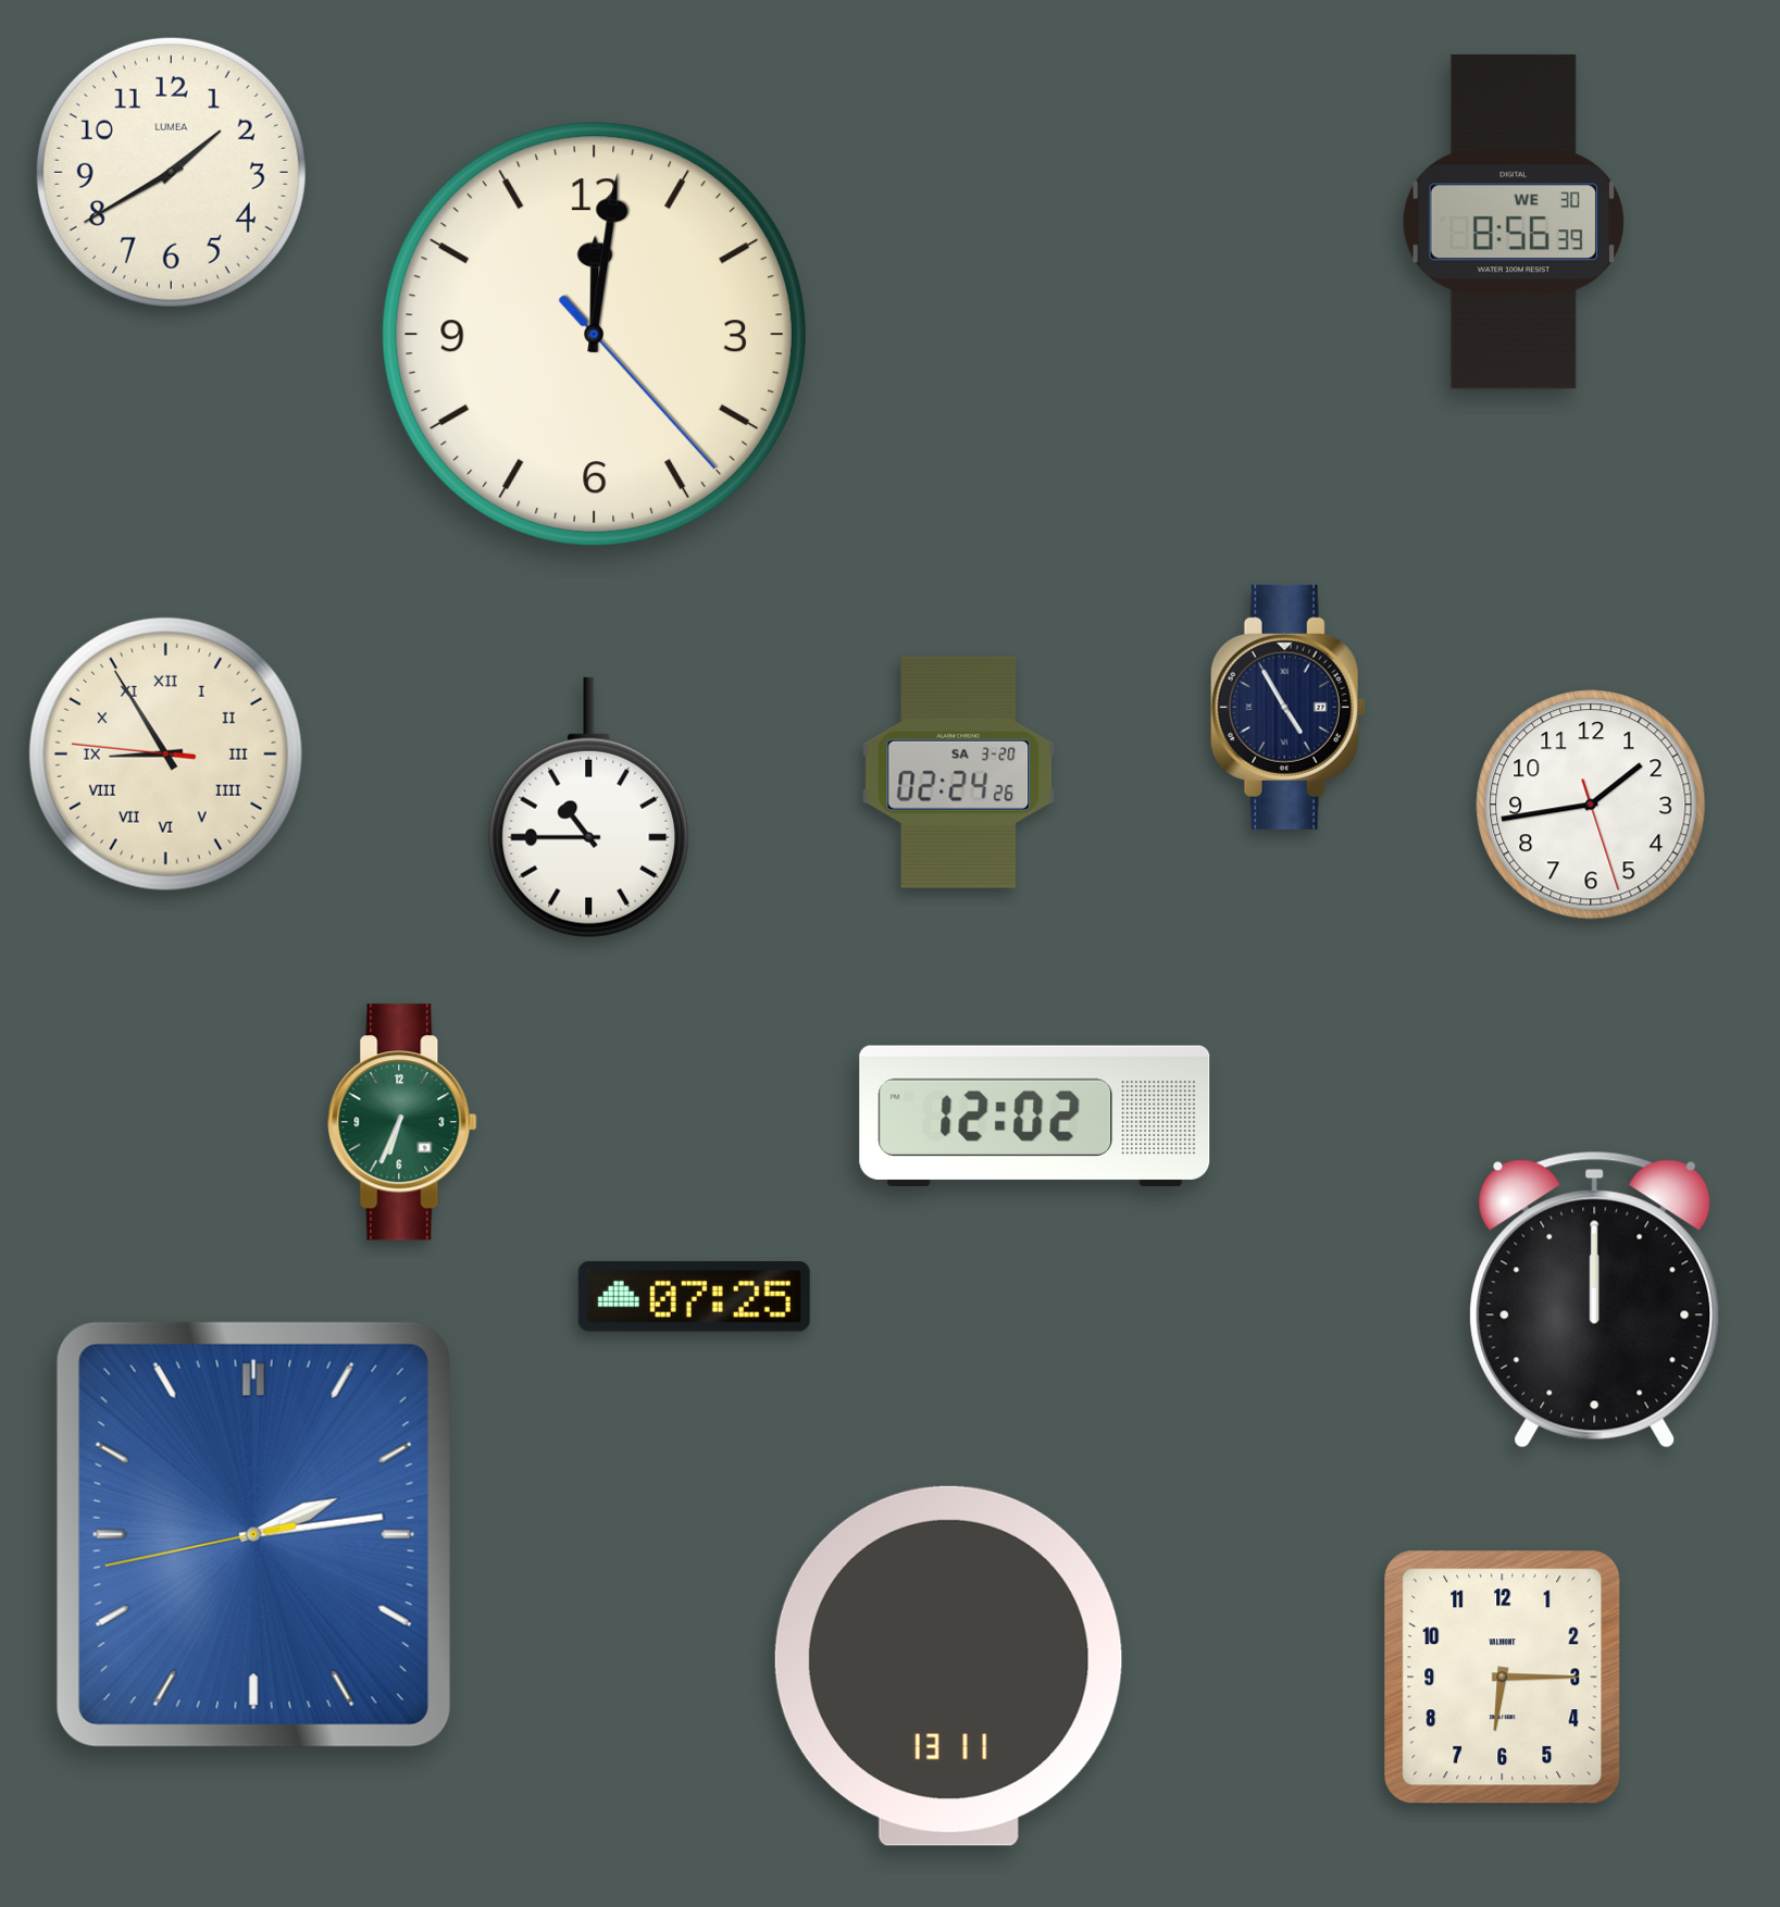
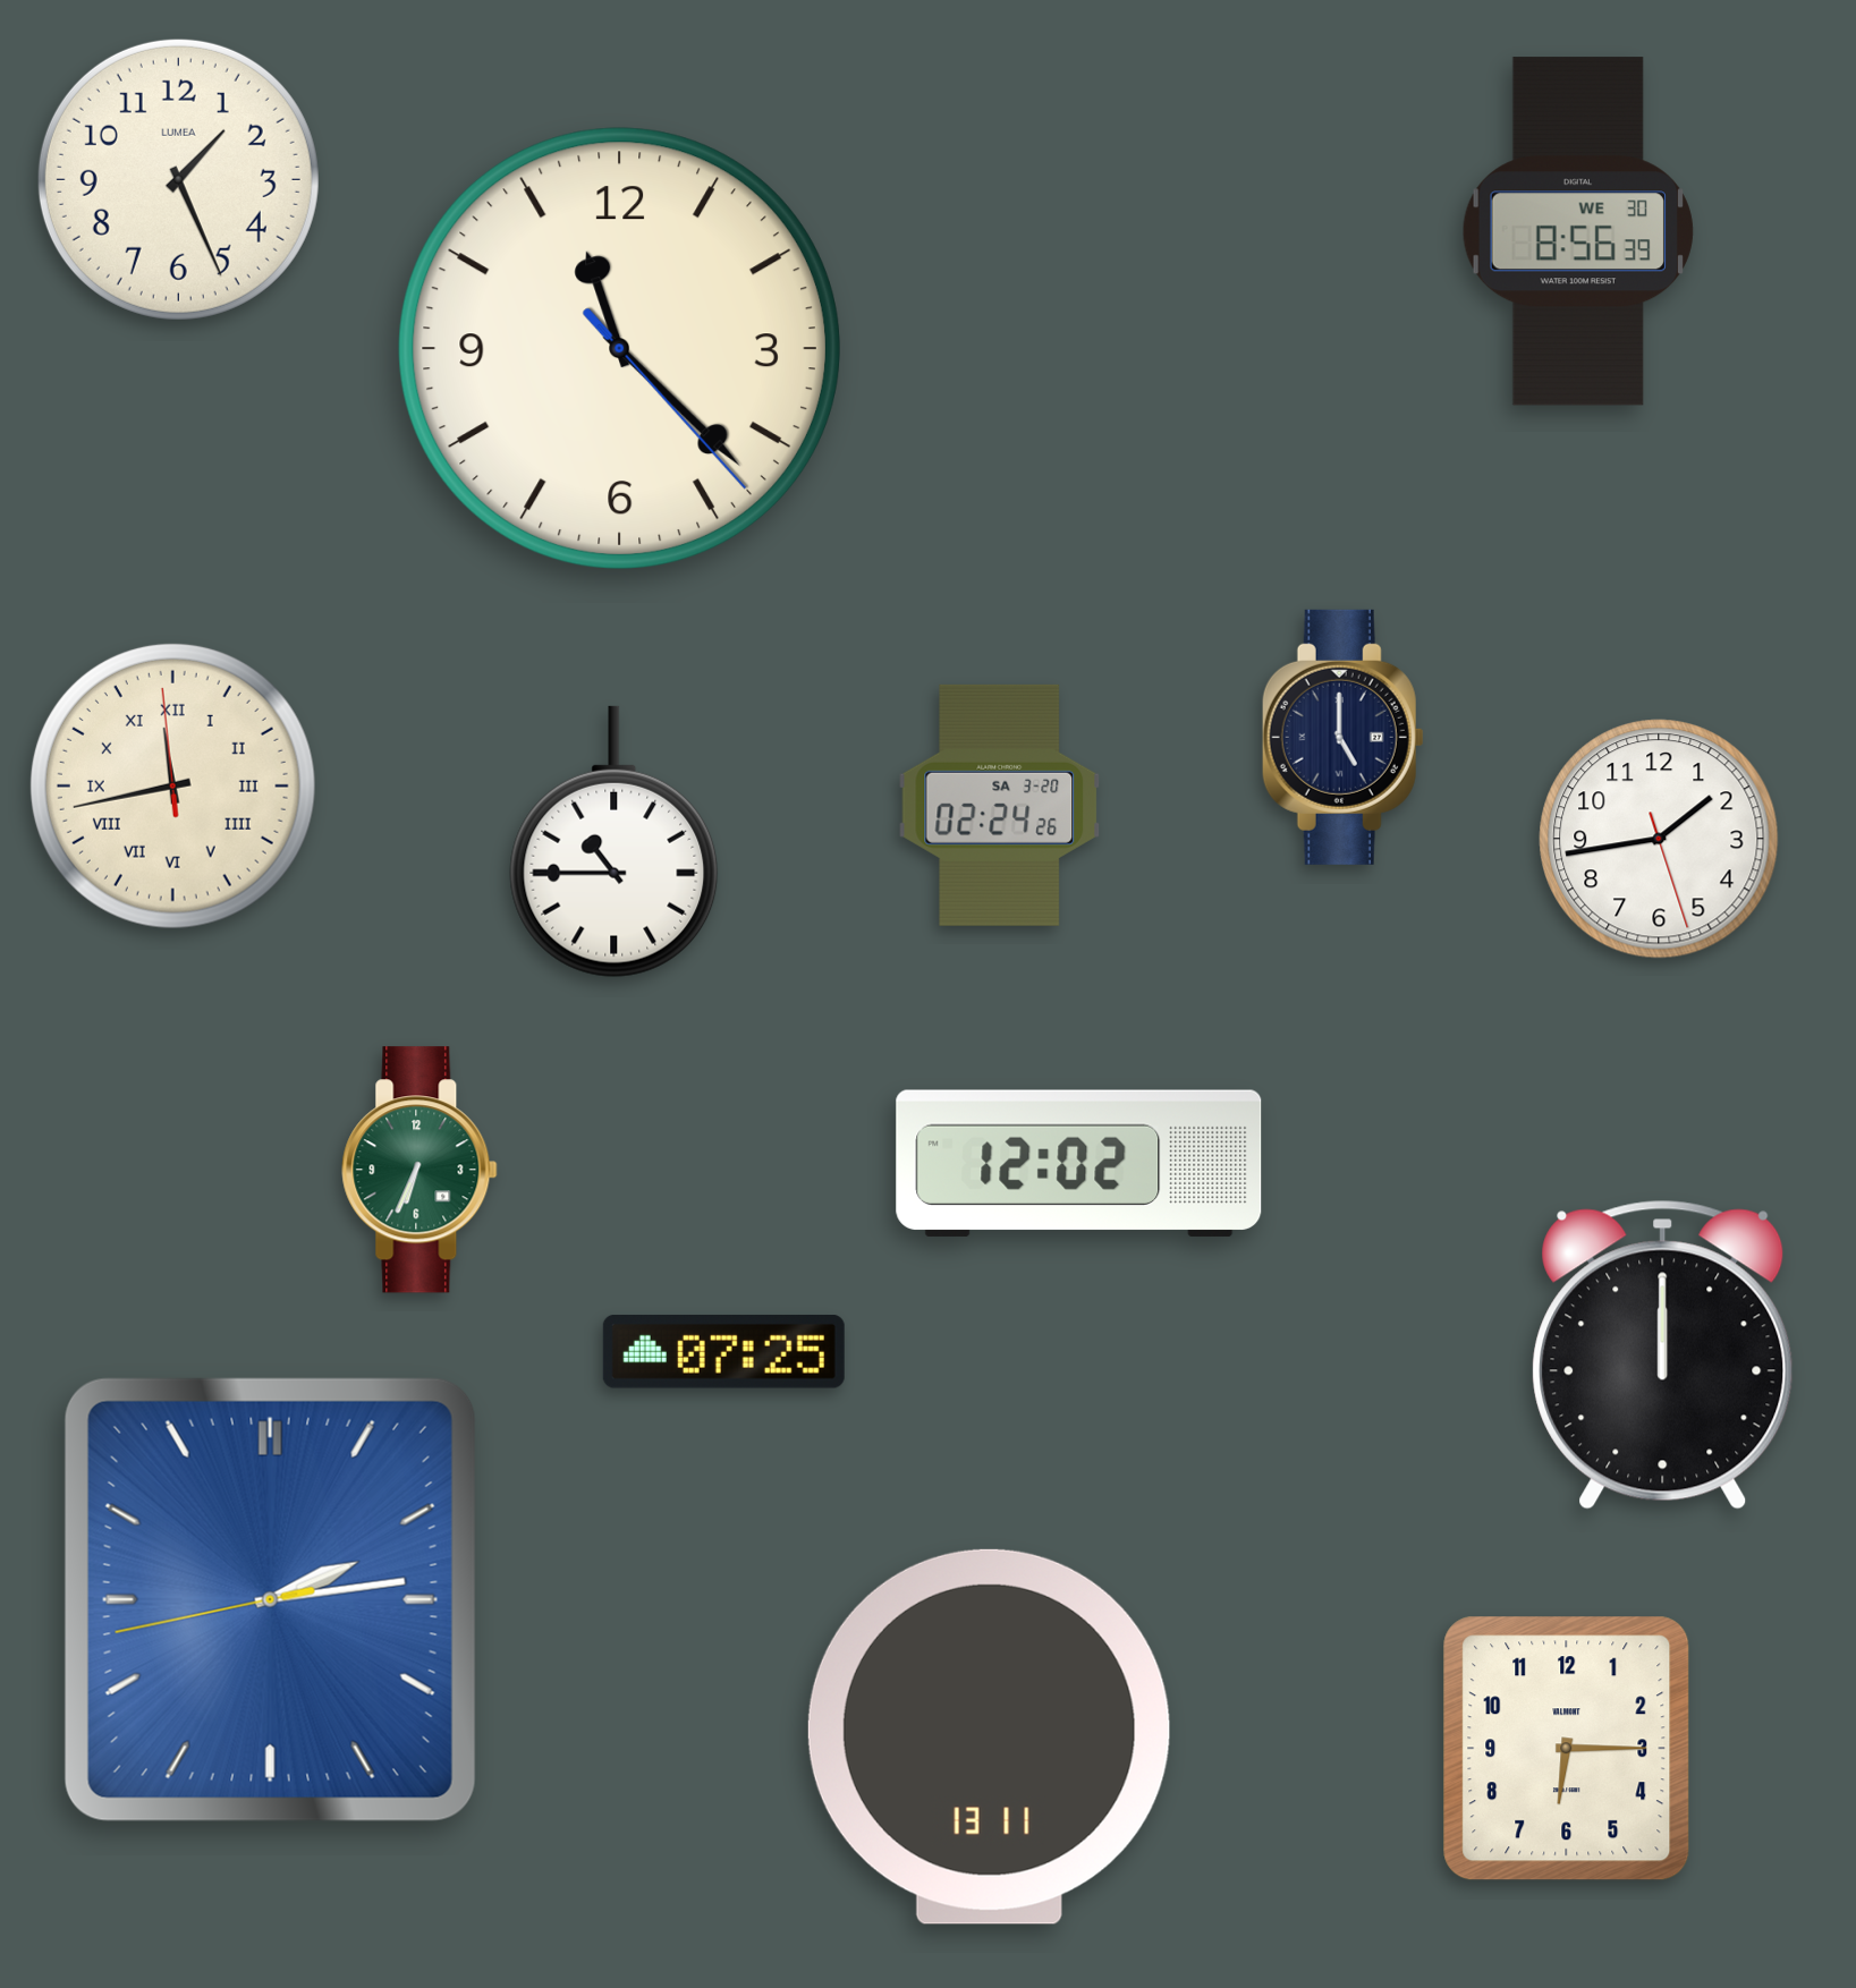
clock at (171, 172): 1:40 -> 1:26
clock at (594, 334): 12:01 -> 11:22
clock at (1287, 707): 4:55 -> 5:00
clock at (165, 753): 8:54 -> 11:42
clock at (253, 1534) position: (253, 1534) -> (270, 1599)
